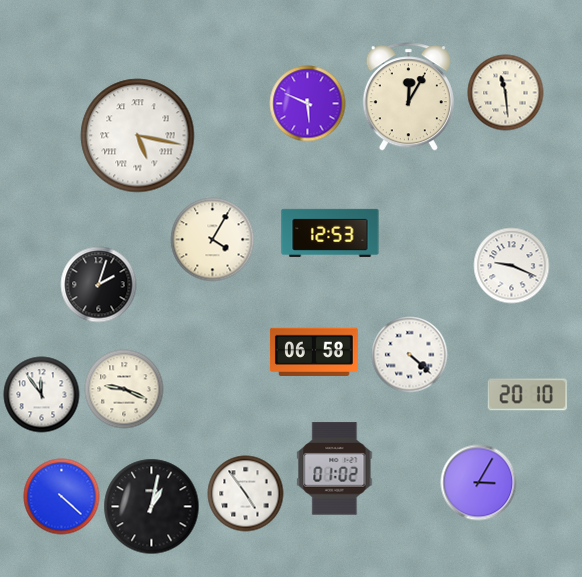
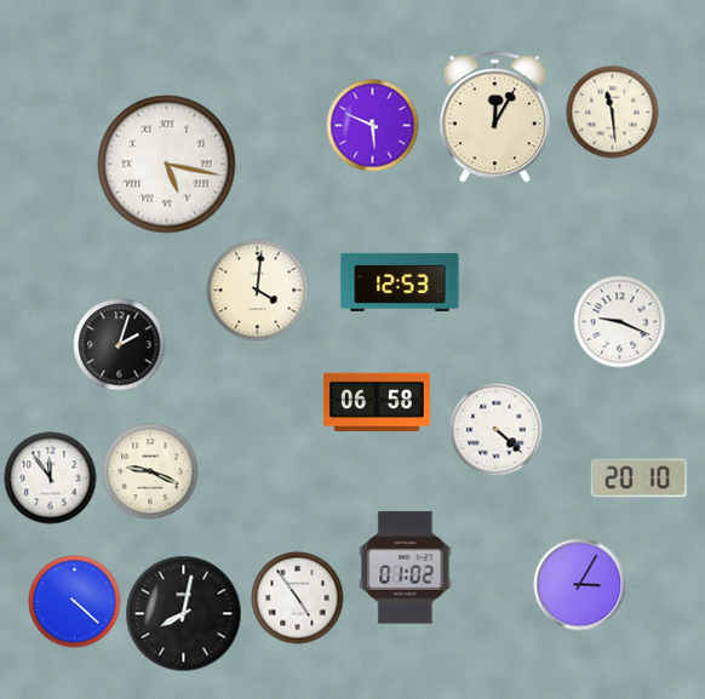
clock at (213, 240): 4:05 -> 4:01
clock at (314, 351) position: (314, 351) -> (377, 401)
clock at (152, 507): 1:02 -> 8:02
